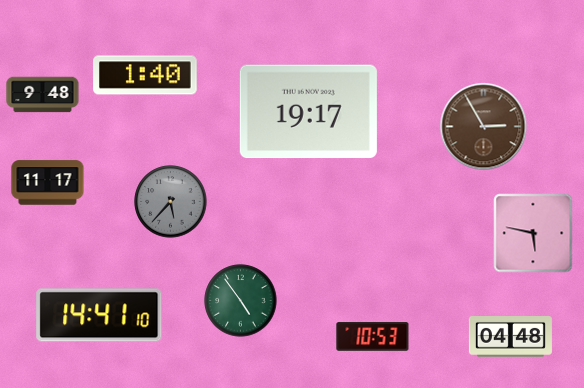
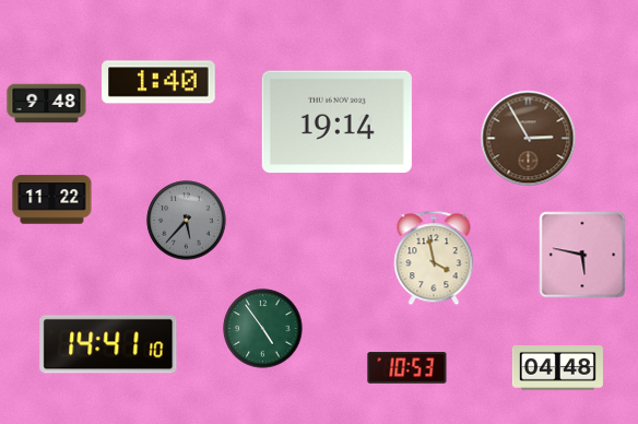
clock at (308, 112): 19:17 -> 19:14
clock at (48, 183): 11:17 -> 11:22
clock at (434, 258): none -> 3:58
